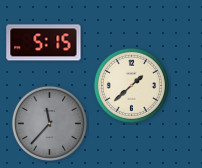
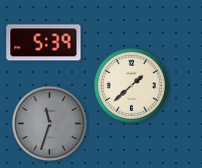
clock at (44, 43): 5:15 -> 5:39
clock at (49, 123): 11:37 -> 11:33
